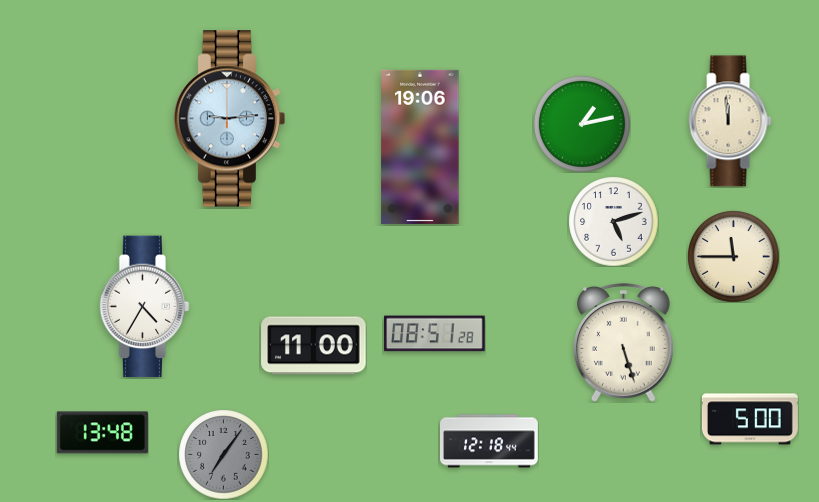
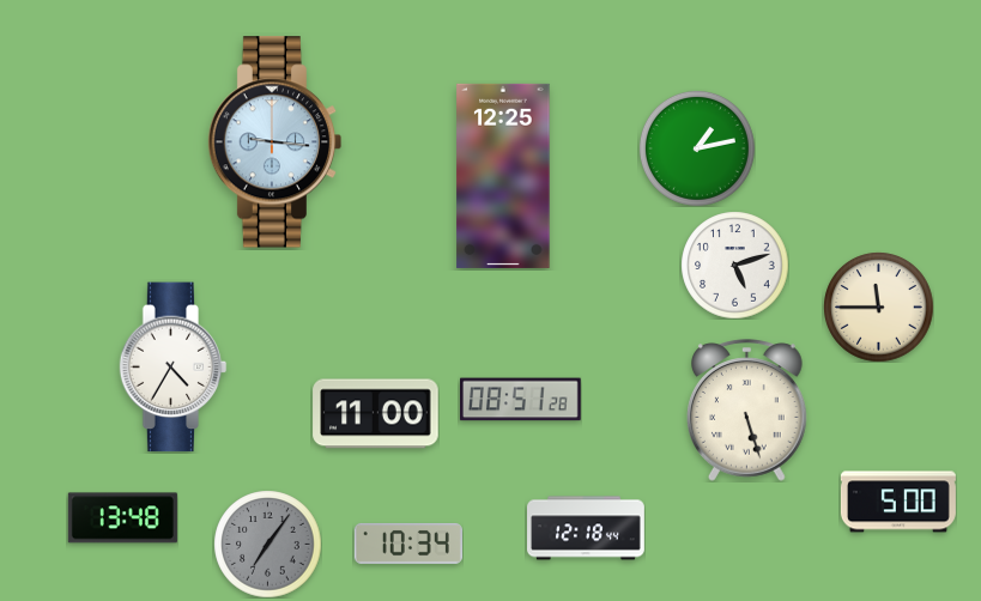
clock at (230, 119): 9:14 -> 9:16
clock at (730, 121): 11:59 -> none
clock at (420, 147): 19:06 -> 12:25
clock at (408, 544): none -> 10:34
